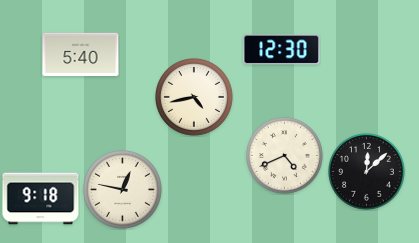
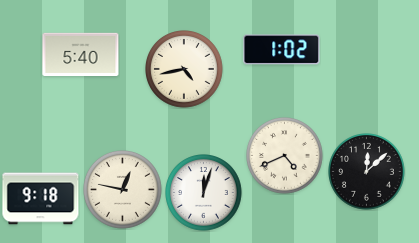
clock at (282, 50): 12:30 -> 1:02
clock at (195, 98) position: (195, 98) -> (185, 70)
clock at (204, 193): none -> 12:03
